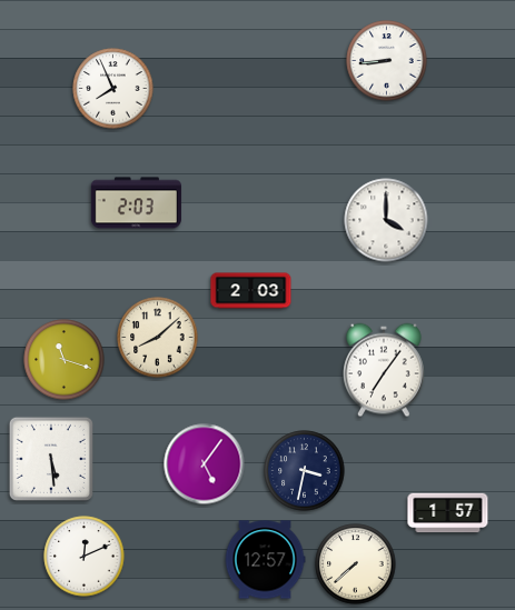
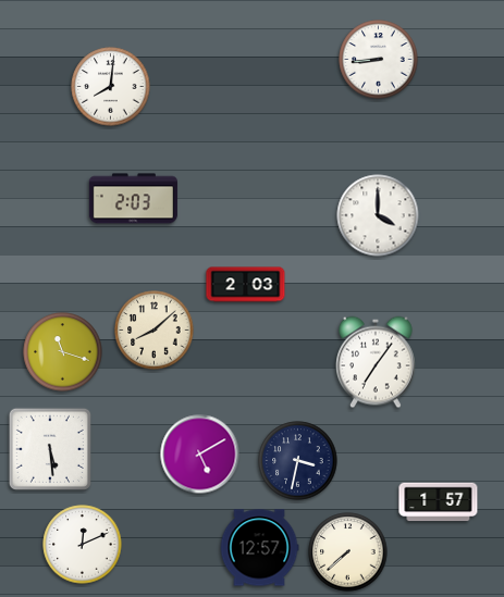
clock at (113, 89): 7:56 -> 8:01
clock at (205, 464): 5:06 -> 5:10
